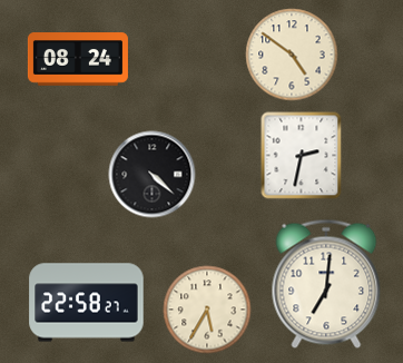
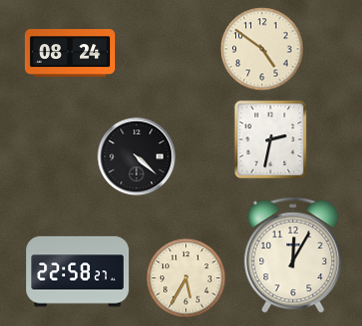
clock at (326, 284): 7:01 -> 12:05
